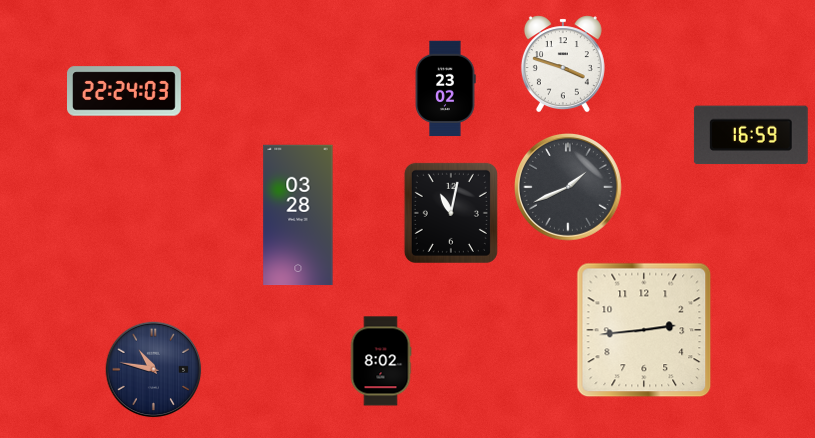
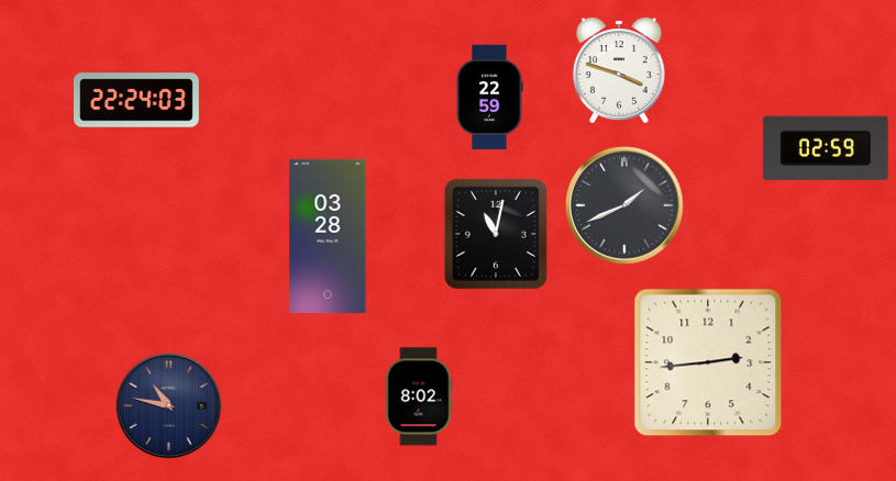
clock at (445, 89): 23:02 -> 22:59
clock at (751, 135): 16:59 -> 02:59
